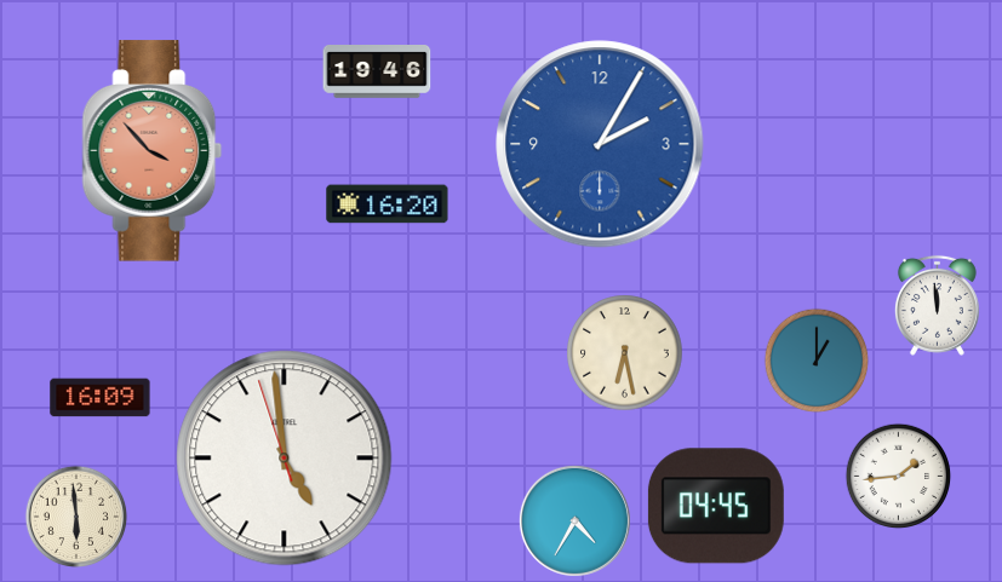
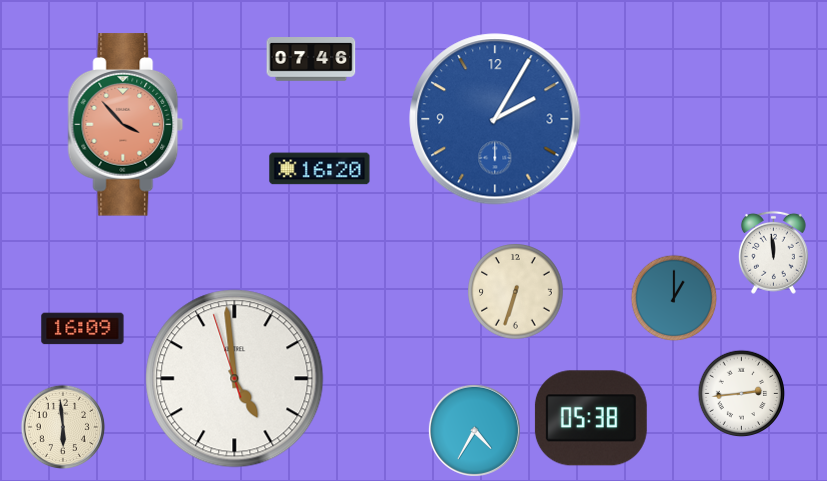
clock at (377, 73): 19:46 -> 07:46
clock at (625, 353): 6:28 -> 6:33
clock at (899, 477): 1:44 -> 2:44
clock at (716, 506): 04:45 -> 05:38
